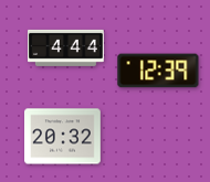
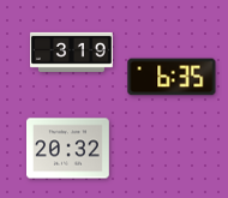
clock at (66, 47): 4:44 -> 3:19
clock at (158, 71): 12:39 -> 6:35
